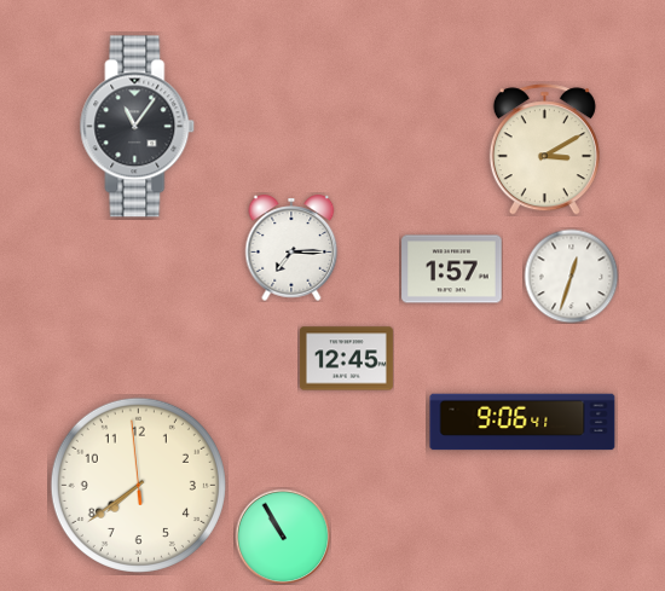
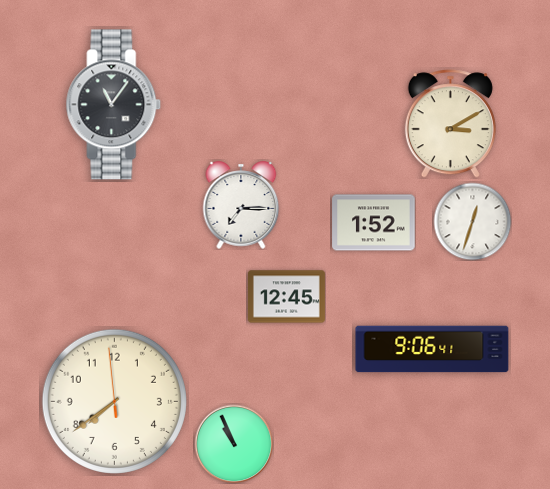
clock at (452, 270): 1:57 -> 1:52
clock at (571, 276) position: (571, 276) -> (472, 221)
clock at (283, 537): 10:55 -> 10:56
